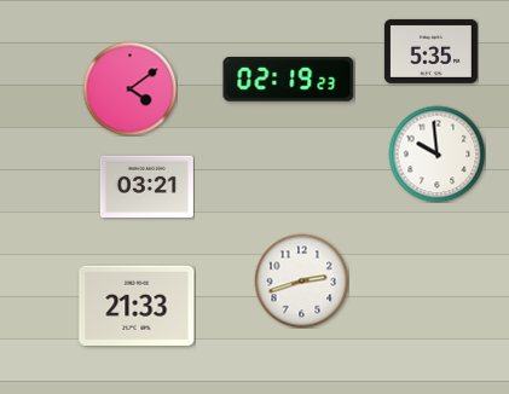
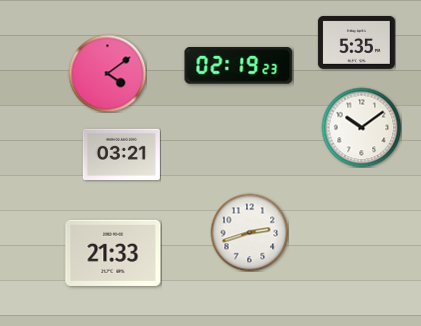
clock at (436, 153): 9:59 -> 10:09
